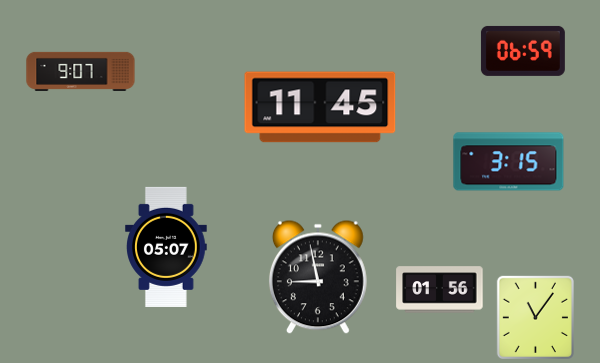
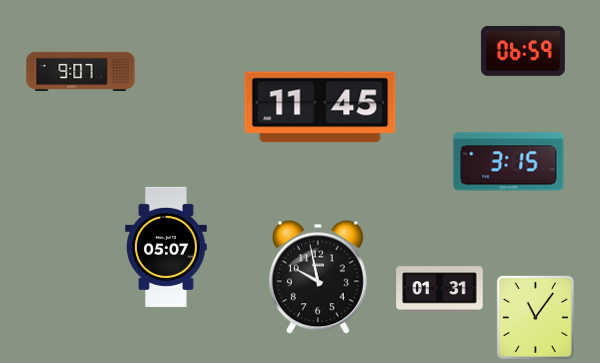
clock at (318, 277): 8:58 -> 9:58
clock at (440, 290): 01:56 -> 01:31
